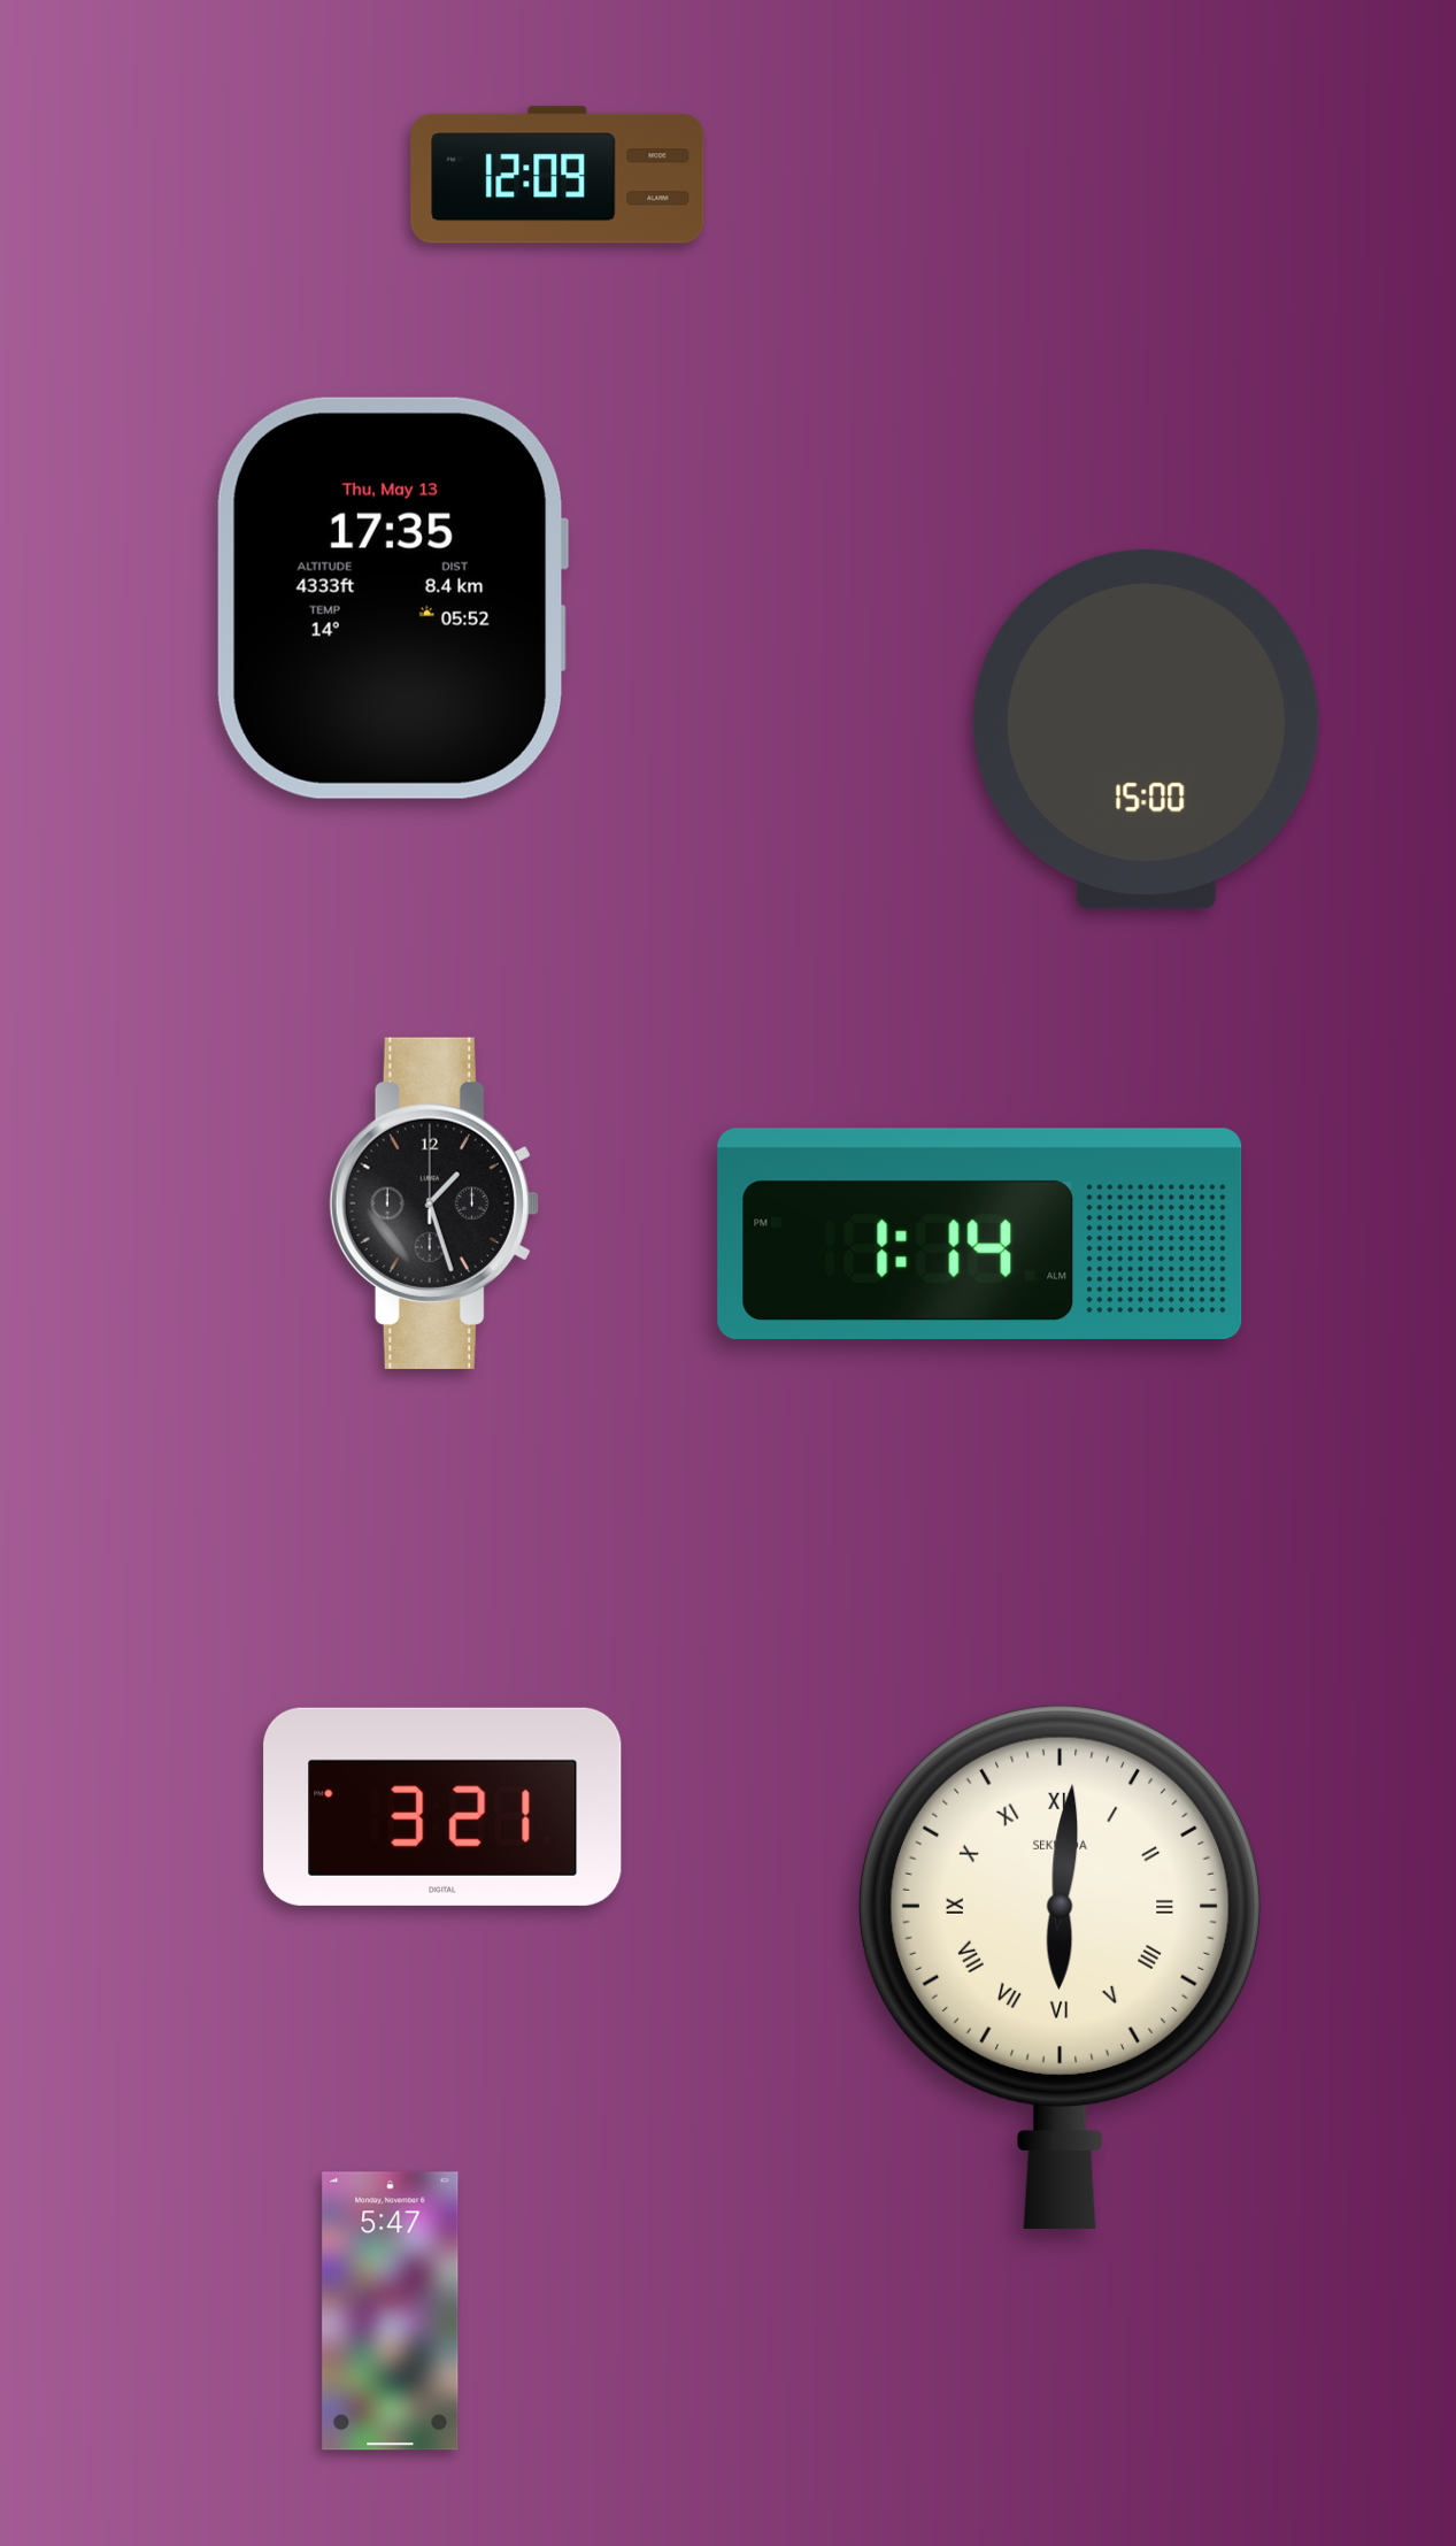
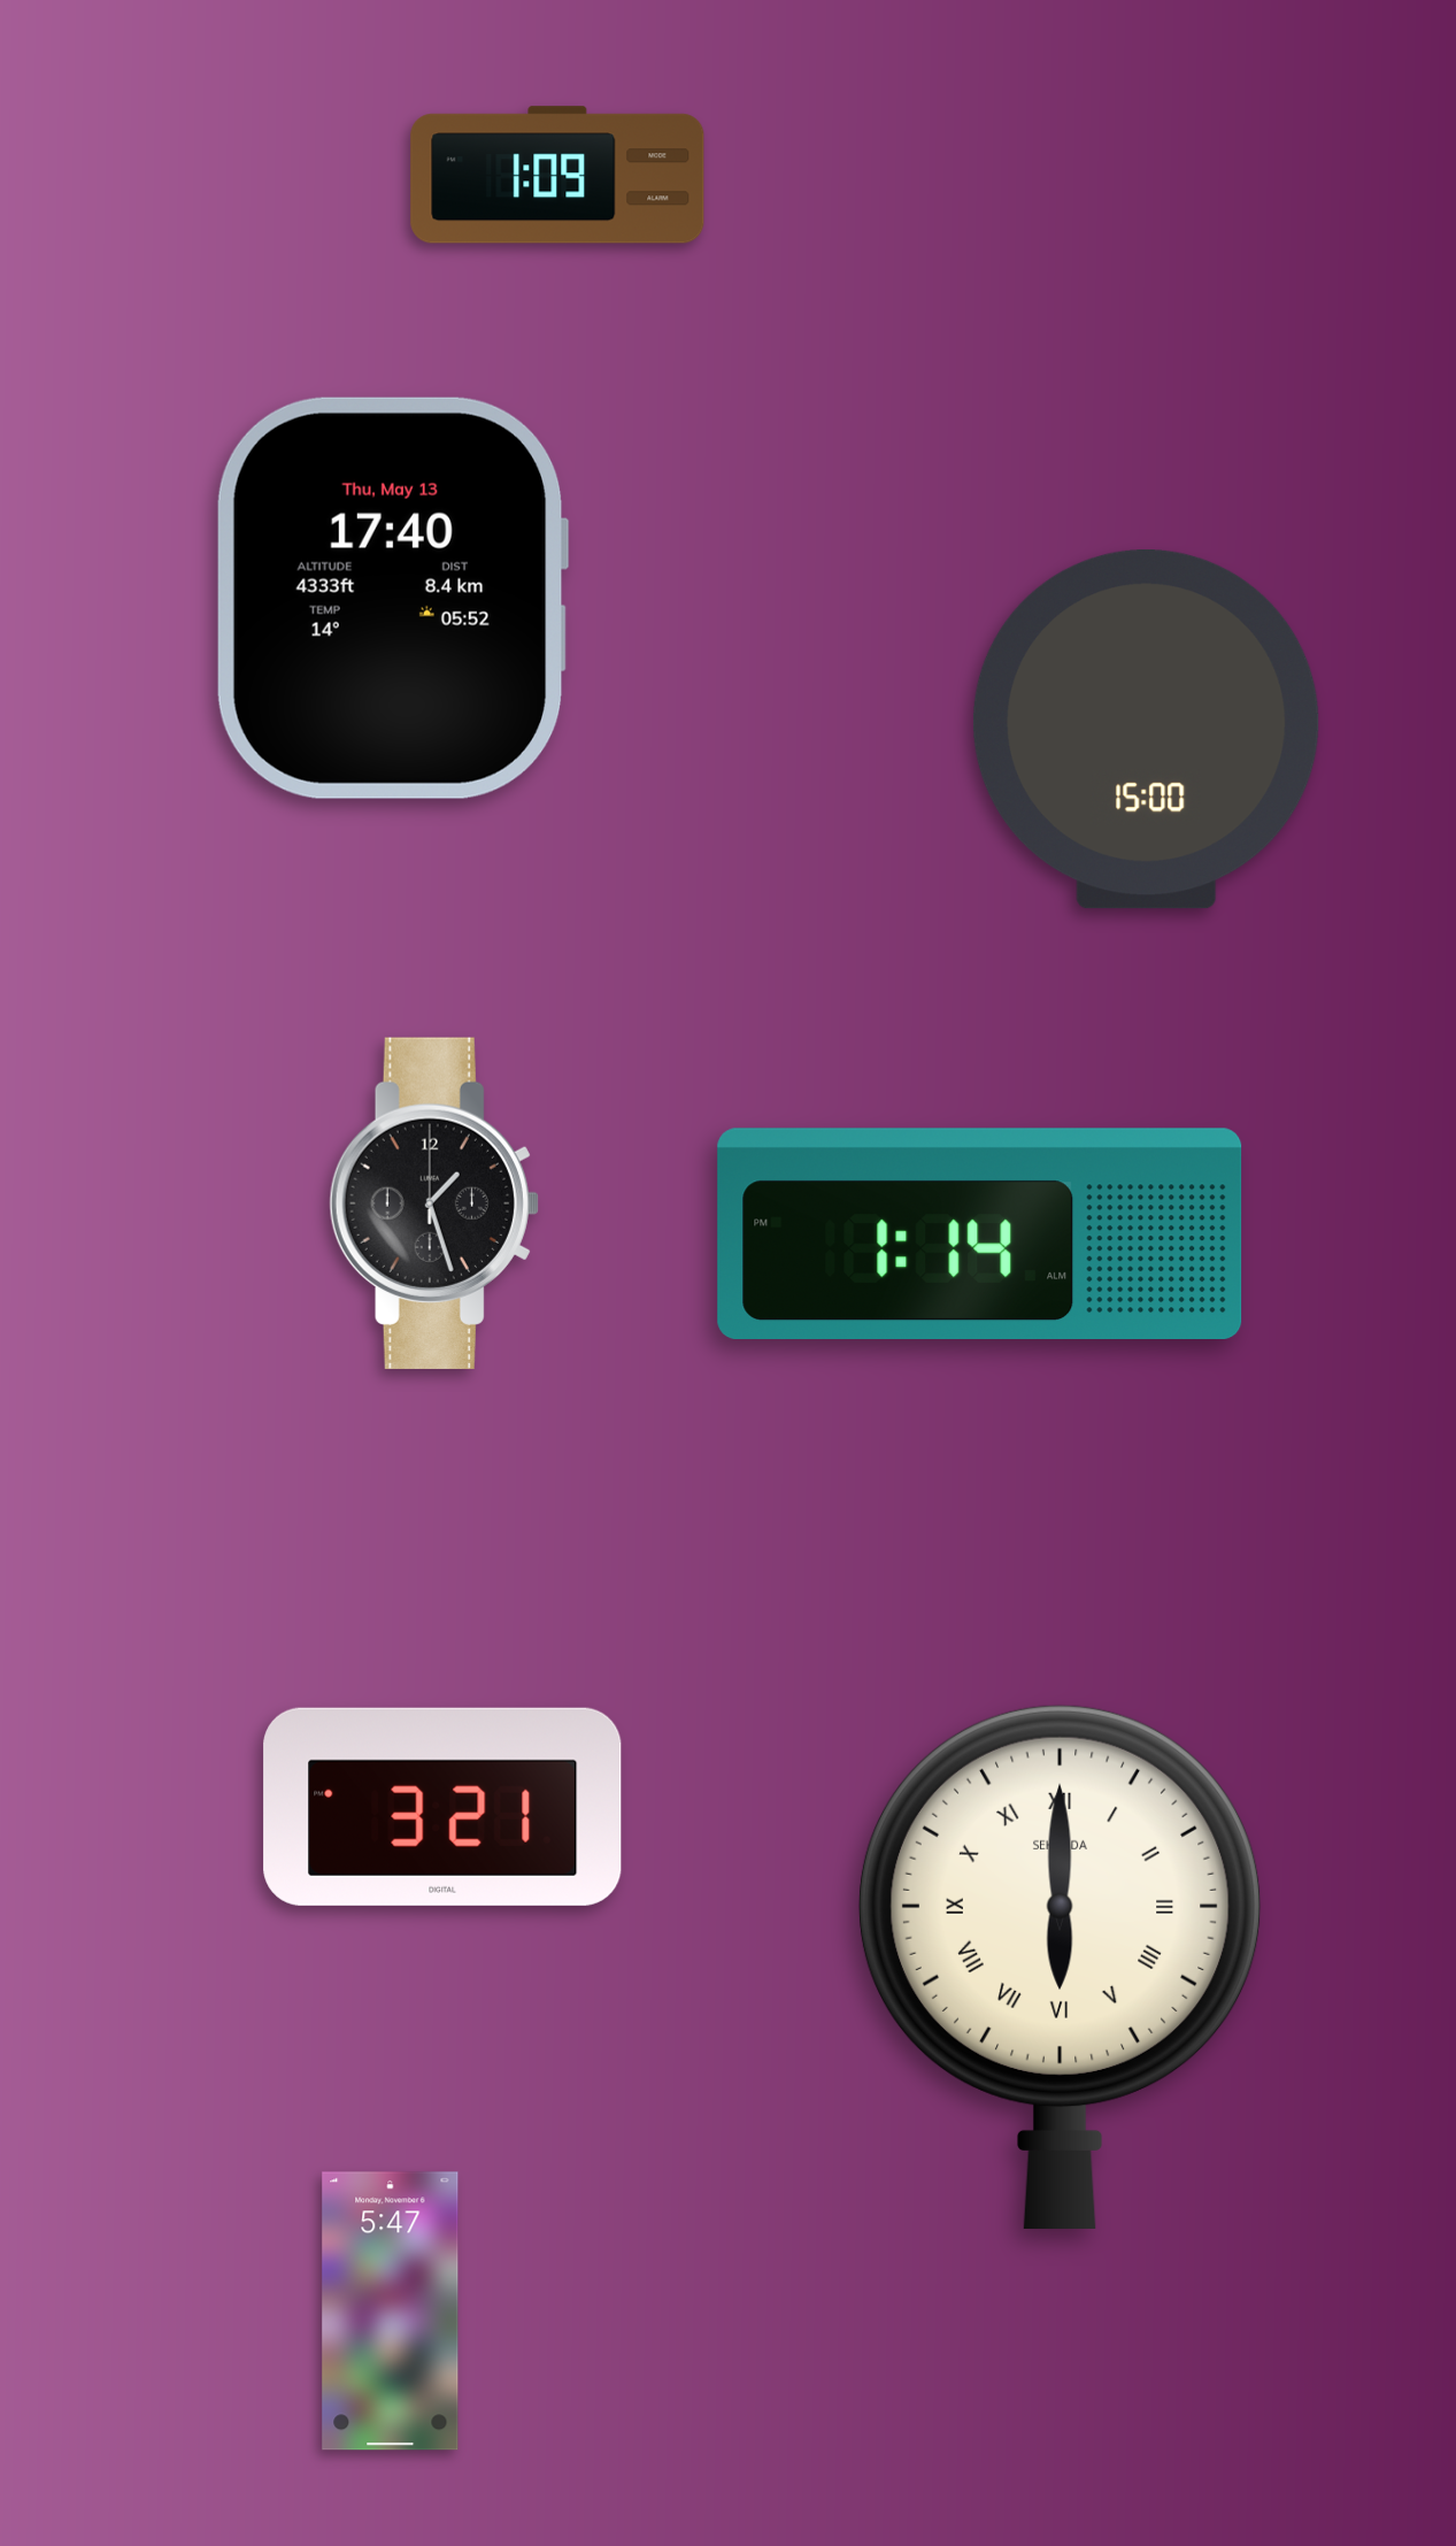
clock at (557, 175): 12:09 -> 1:09
clock at (392, 598): 17:35 -> 17:40
clock at (1060, 1967): 6:01 -> 6:00
